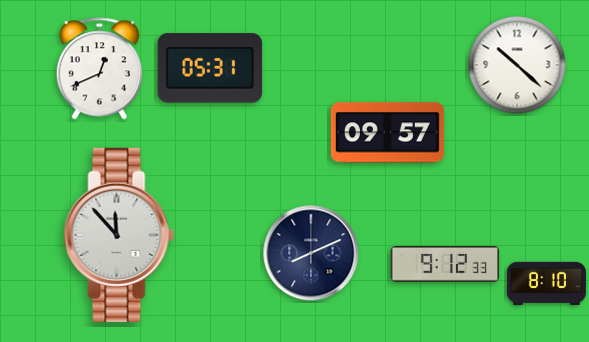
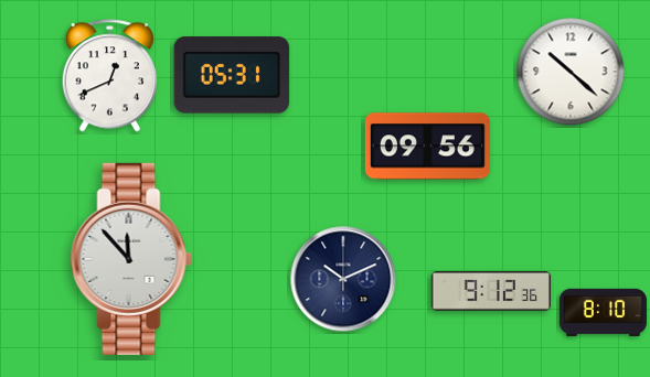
clock at (387, 133): 09:57 -> 09:56
clock at (311, 253): 8:11 -> 10:11
clock at (445, 265): 9:12:33 -> 9:12:36
